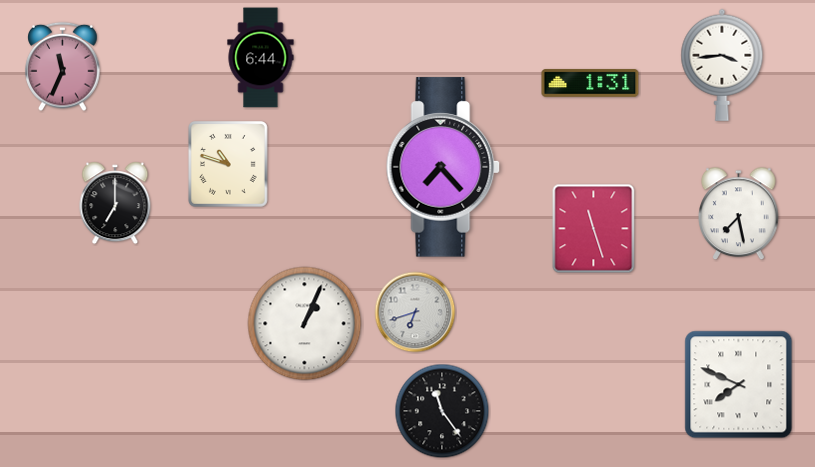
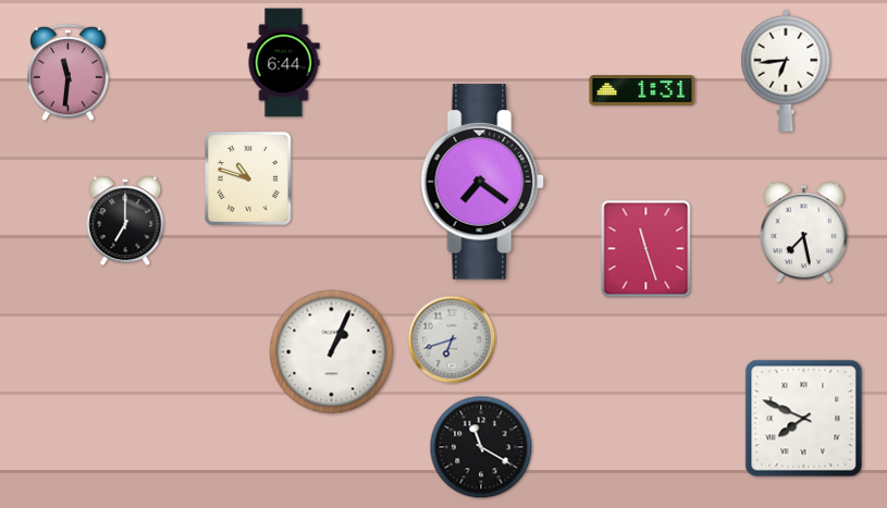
clock at (722, 65): 3:44 -> 6:44
clock at (63, 67): 11:34 -> 11:31
clock at (443, 167): 7:23 -> 7:21
clock at (442, 411): 11:24 -> 11:20
